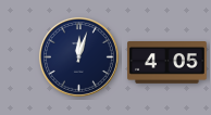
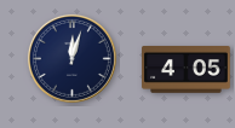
clock at (78, 56) position: (78, 56) -> (71, 58)
